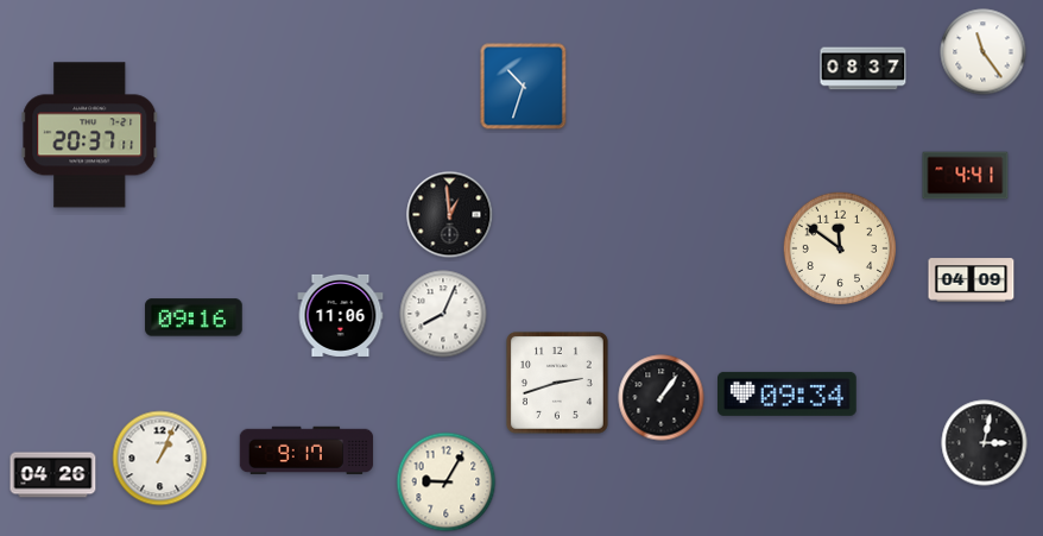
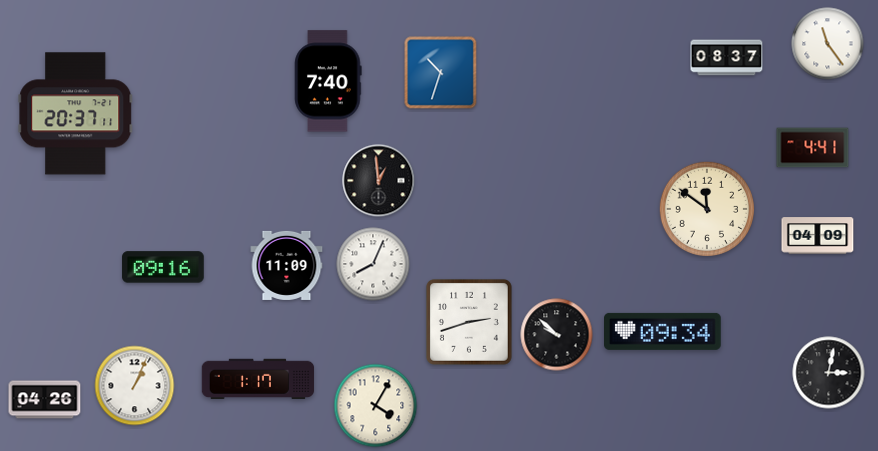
clock at (328, 81): none -> 7:40
clock at (341, 315): 11:06 -> 11:09
clock at (662, 398): 1:06 -> 9:52
clock at (306, 450): 9:17 -> 1:17
clock at (447, 483): 9:05 -> 4:05
